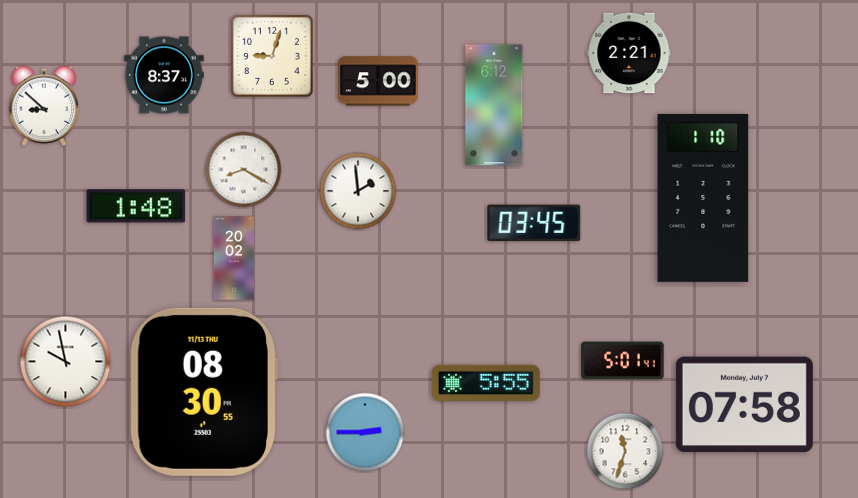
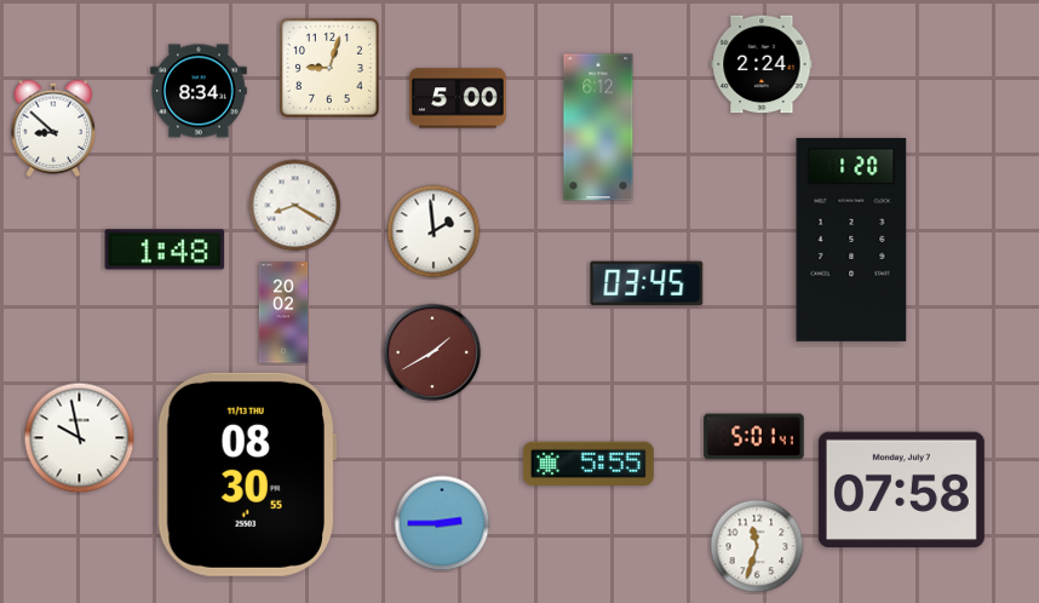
clock at (629, 53): 2:21 -> 2:24
clock at (164, 75): 8:37 -> 8:34
clock at (703, 198): 1:10 -> 1:20
clock at (534, 222) position: (534, 222) -> (647, 282)
clock at (432, 352): none -> 1:40
